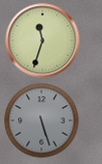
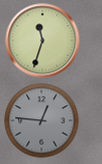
clock at (42, 121): 5:27 -> 12:46
